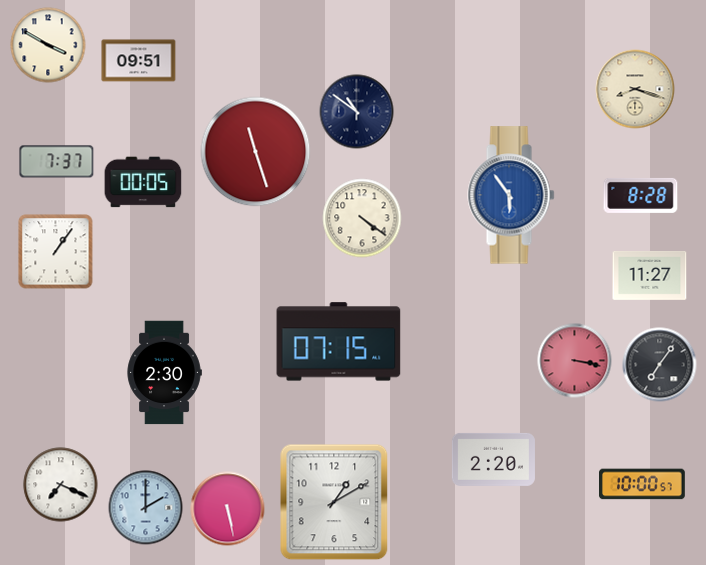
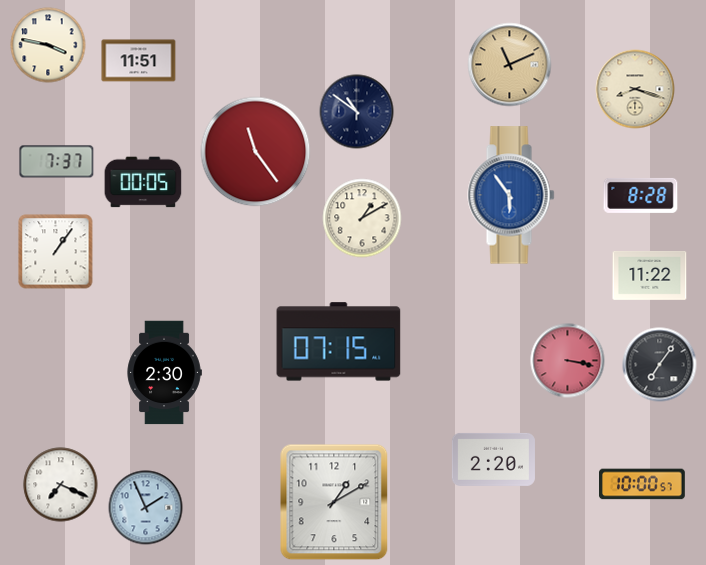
clock at (48, 45): 3:50 -> 3:47
clock at (139, 61): 09:51 -> 11:51
clock at (510, 65): none -> 11:11
clock at (256, 152): 11:27 -> 11:24
clock at (362, 218): 4:21 -> 1:10
clock at (650, 275): 11:27 -> 11:22
clock at (575, 361) position: (575, 361) -> (568, 361)
clock at (146, 508): 2:00 -> 1:56
clock at (228, 509): 5:28 -> none
